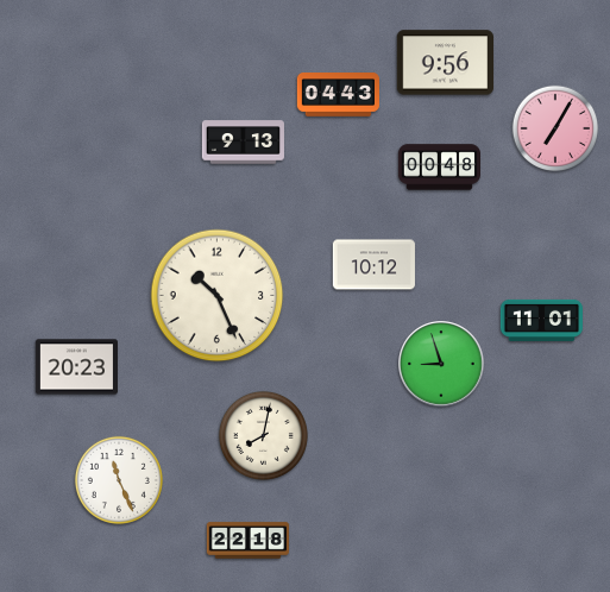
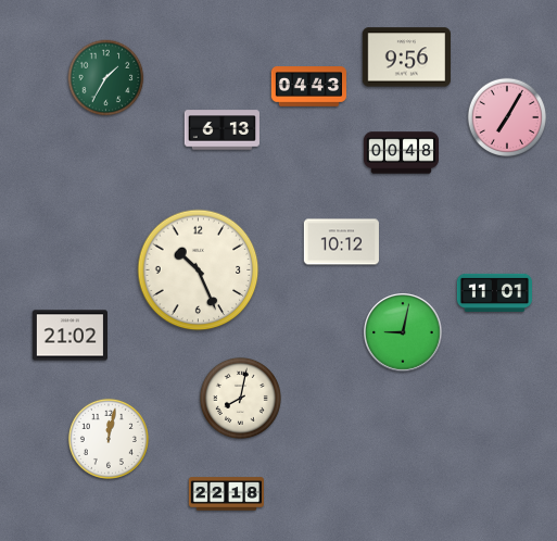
clock at (106, 78): none -> 1:35
clock at (243, 143): 9:13 -> 6:13
clock at (441, 364): 8:57 -> 9:02
clock at (76, 367): 20:23 -> 21:02
clock at (119, 480): 11:26 -> 12:02
